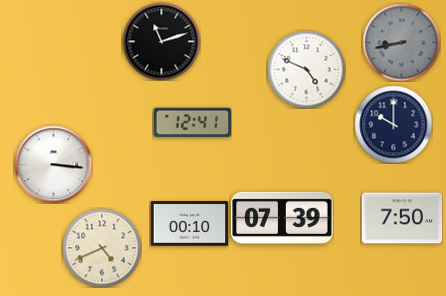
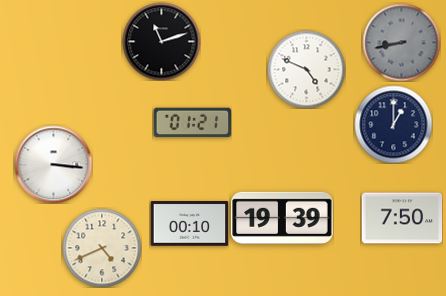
clock at (192, 123): 12:41 -> 01:21
clock at (393, 124): 10:00 -> 1:00
clock at (282, 218): 07:39 -> 19:39
